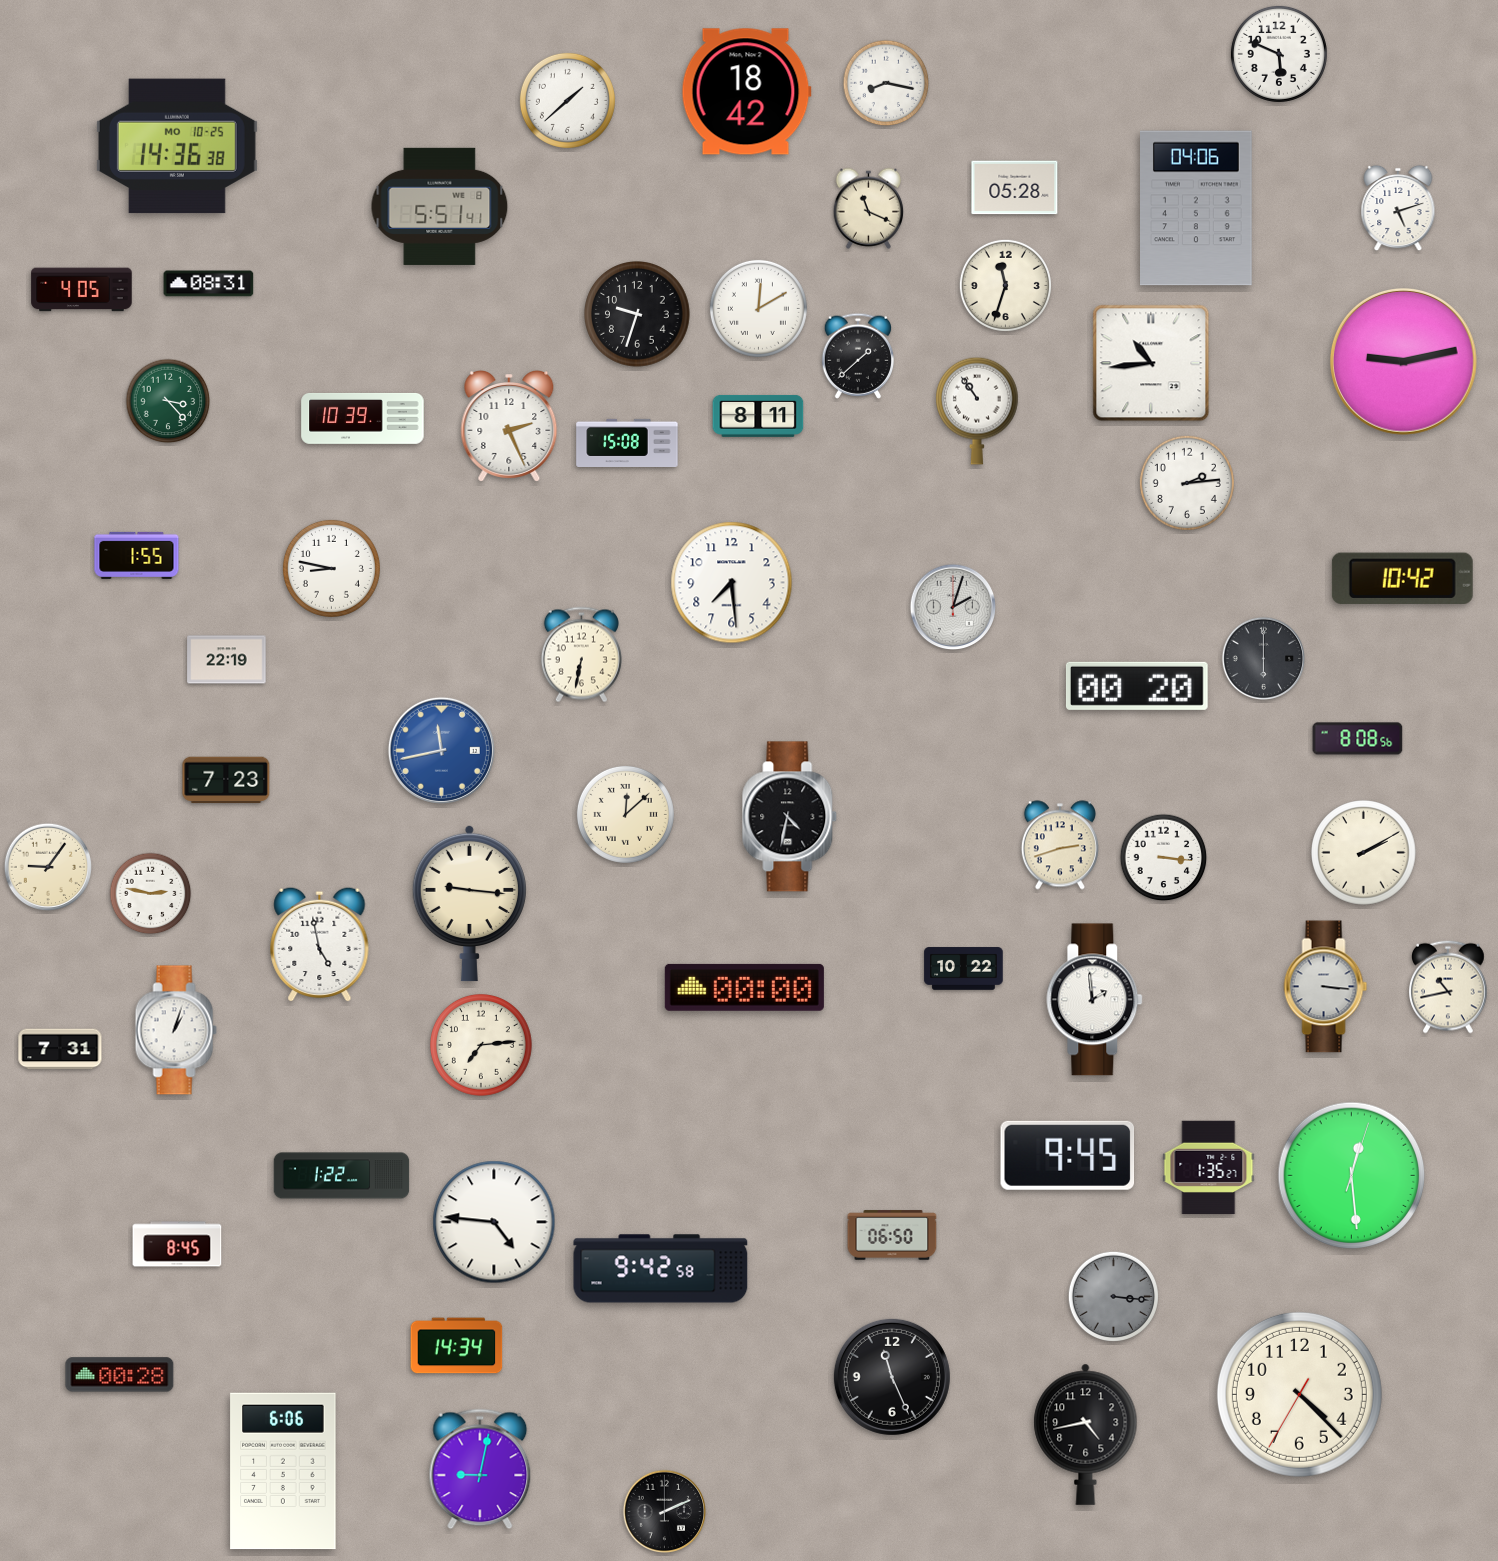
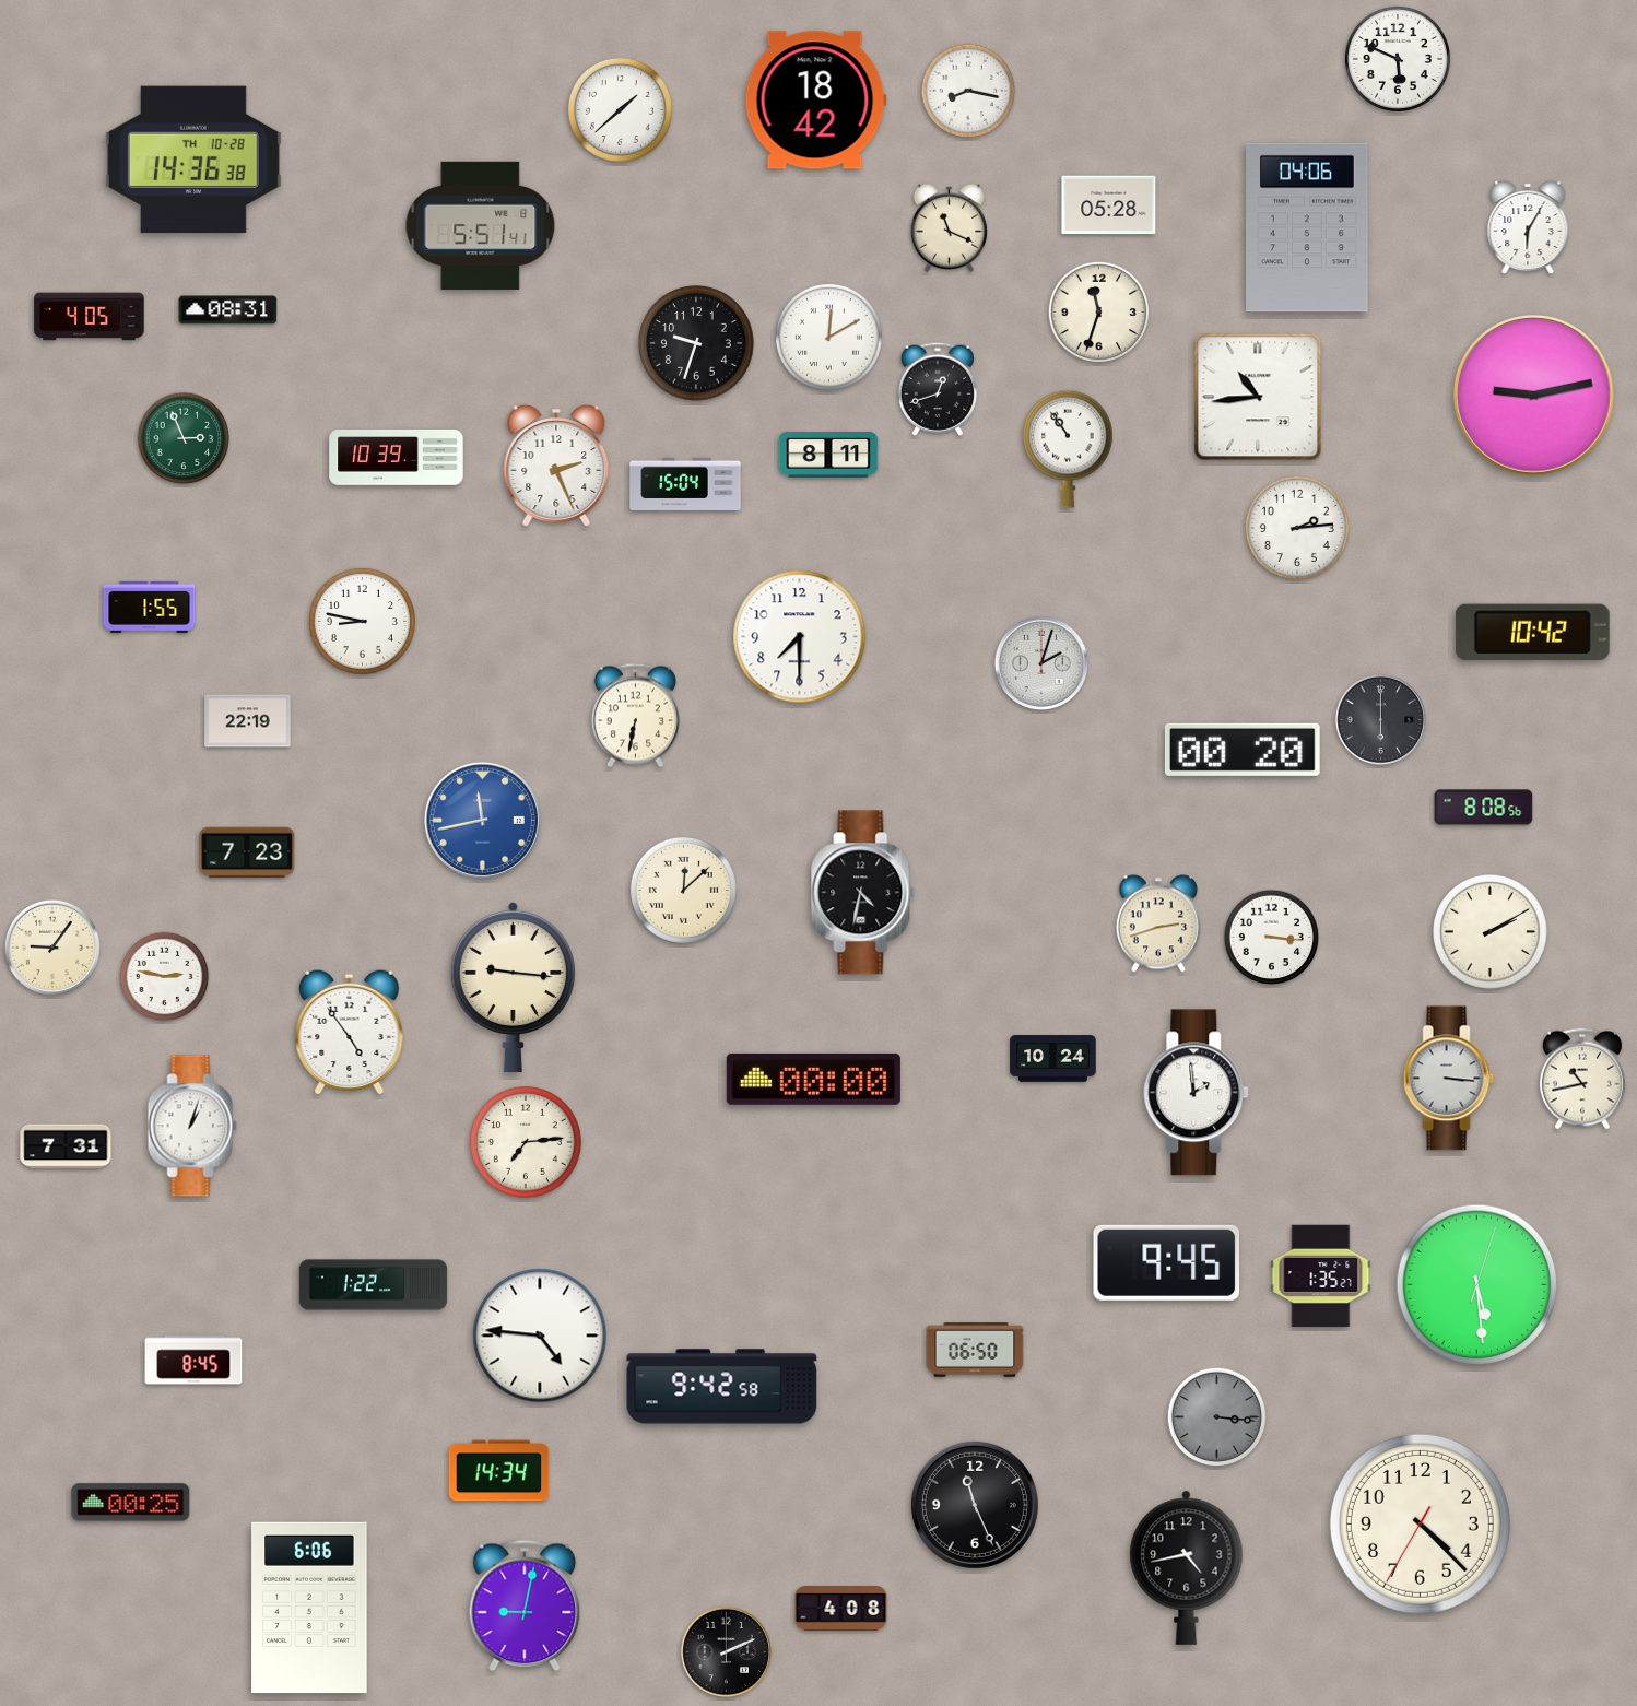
clock at (177, 146) date: MO 10-25 -> TH 10-28
clock at (1398, 208): 5:12 -> 6:05
clock at (857, 356): 1:38 -> 12:42
clock at (168, 401): 3:23 -> 2:56
clock at (627, 442): 15:08 -> 15:04
clock at (732, 583): 7:29 -> 7:30
clock at (320, 944): 4:58 -> 4:54
clock at (964, 969): 10:22 -> 10:24
clock at (1352, 1176): 12:29 -> 5:29
clock at (120, 1375): 00:28 -> 00:25
clock at (841, 1609): none -> 4:08
